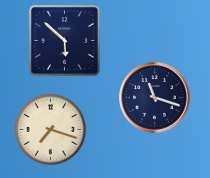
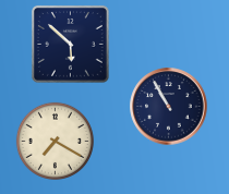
clock at (155, 98): 11:18 -> 10:55
clock at (50, 129): 7:18 -> 7:20
